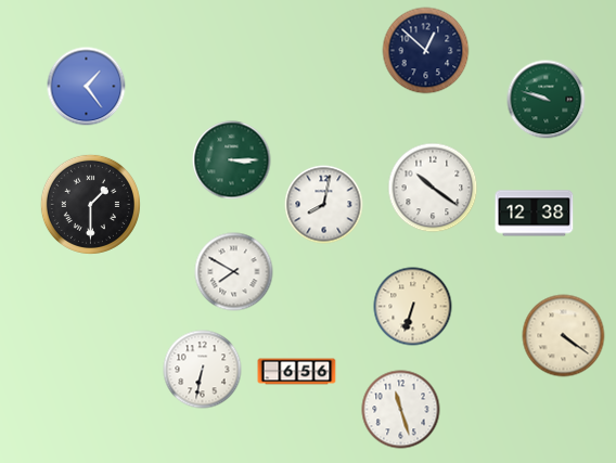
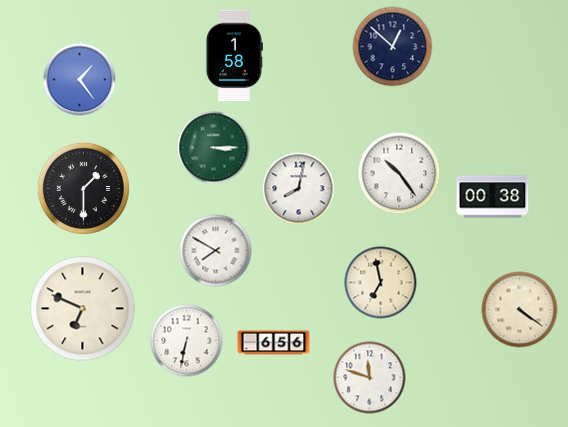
clock at (234, 56): none -> 1:58
clock at (547, 100): 9:48 -> none
clock at (433, 188): 10:21 -> 10:24
clock at (535, 214): 12:38 -> 00:38
clock at (413, 307): 6:33 -> 6:58
clock at (83, 309): none -> 6:49
clock at (401, 410): 11:27 -> 11:48
